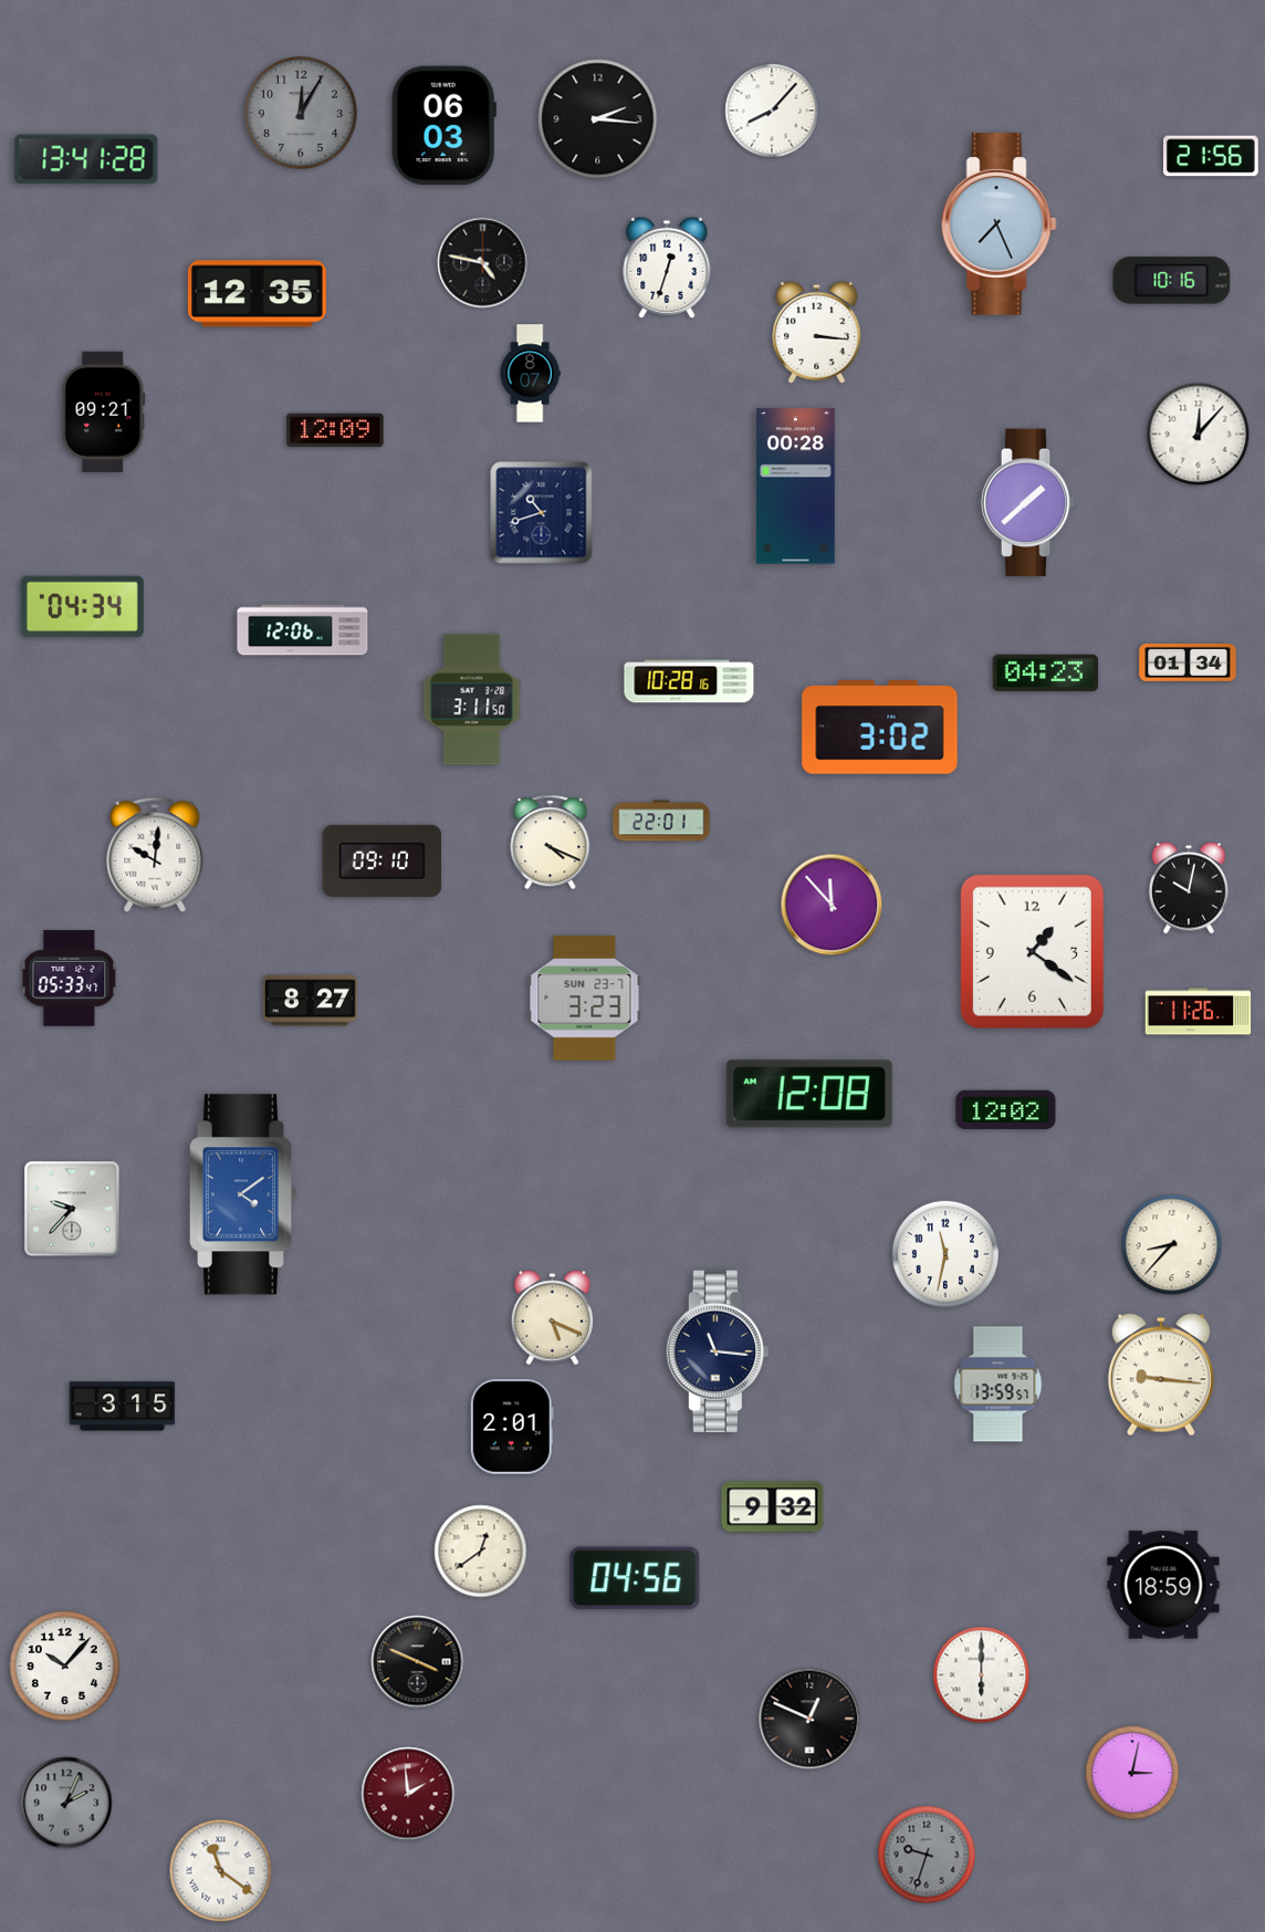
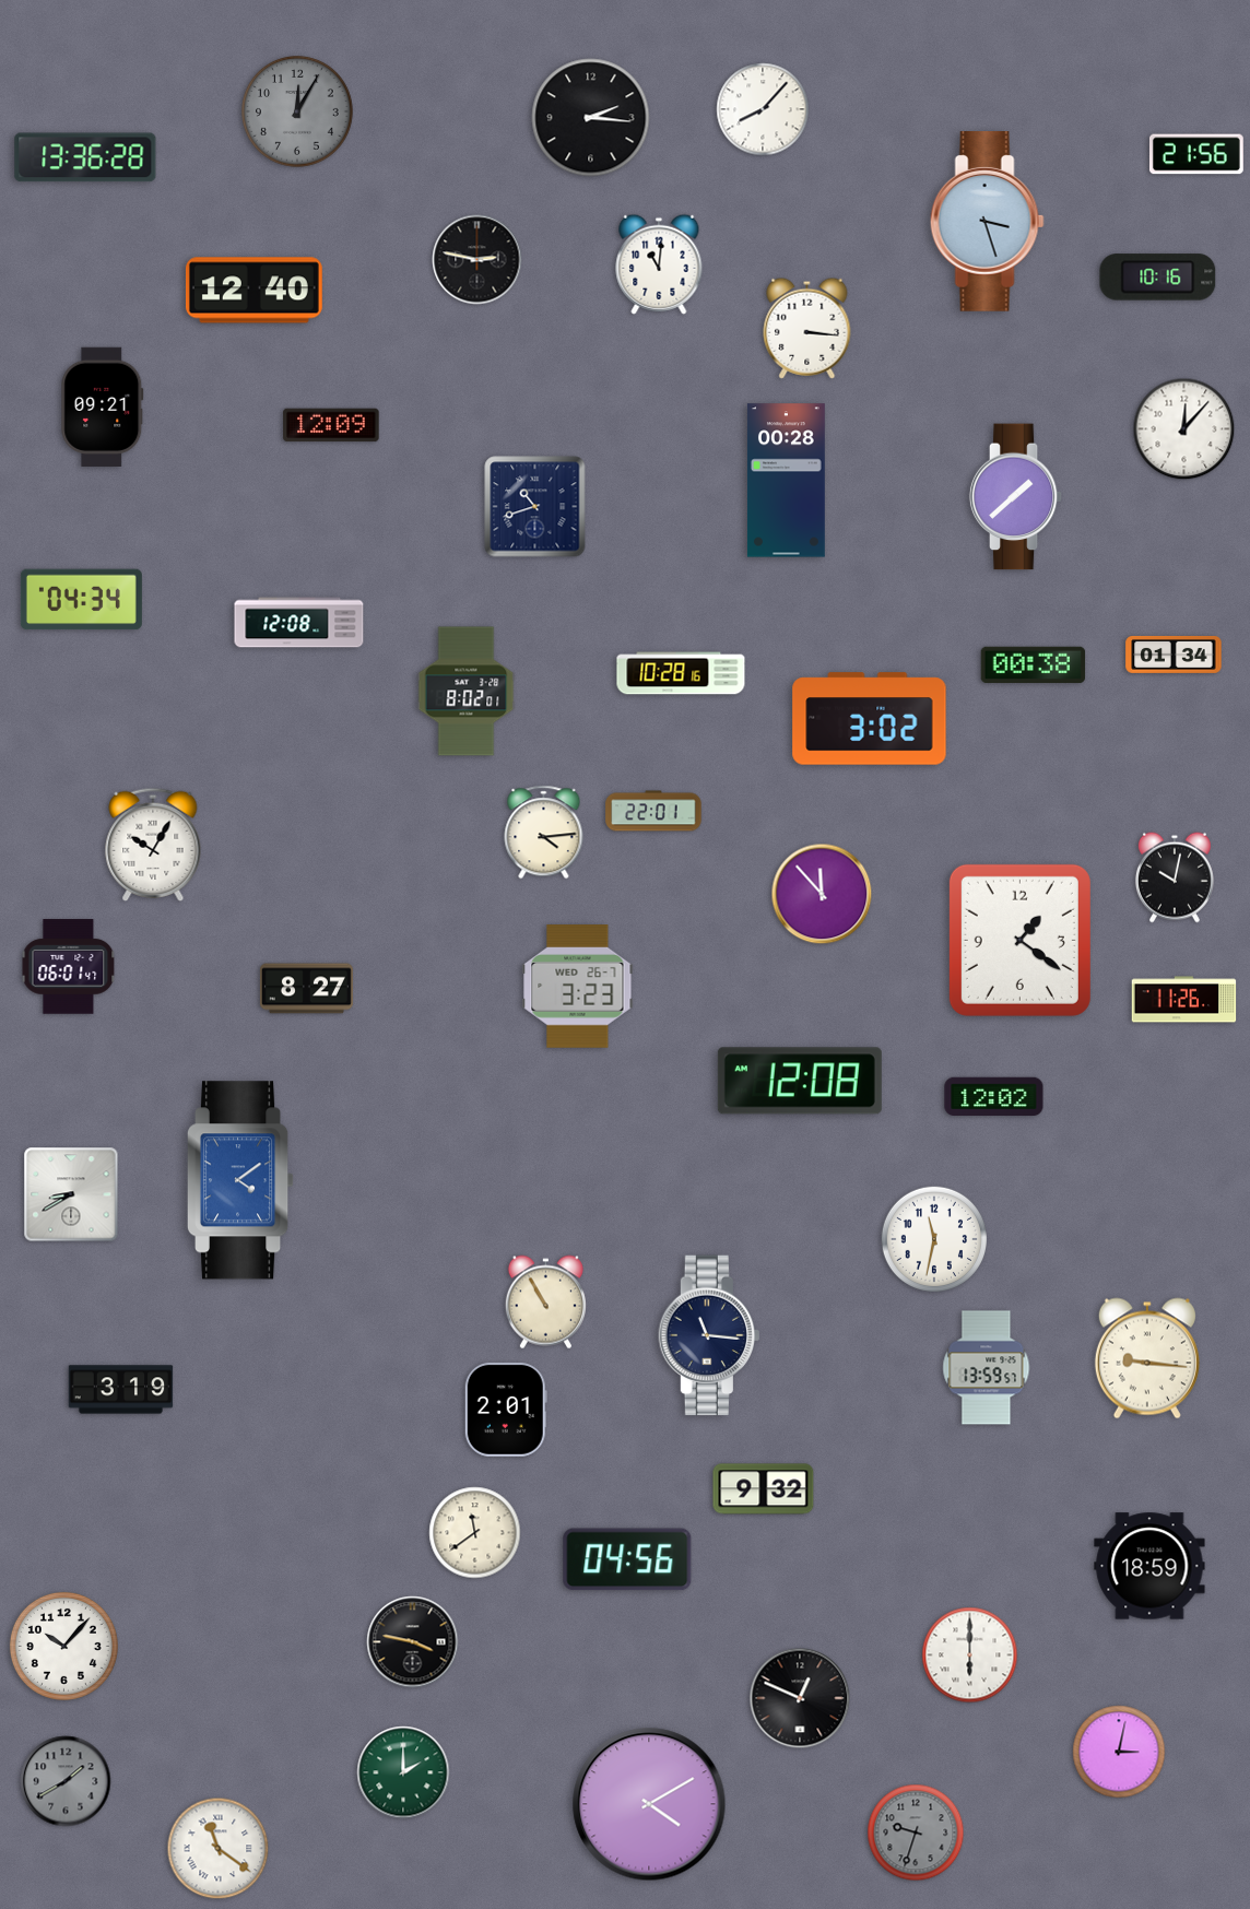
clock at (443, 126): 06:03 -> none
clock at (86, 159): 13:41 -> 13:36
clock at (999, 224): 7:26 -> 3:27
clock at (483, 263): 4:47 -> 2:47
clock at (667, 268): 12:33 -> 11:01
clock at (257, 294): 12:35 -> 12:40
clock at (530, 374): 8:07 -> none
clock at (303, 630): 12:06 -> 12:08
clock at (1046, 673): 04:23 -> 00:38
clock at (472, 700): 3:11 -> 8:02
clock at (551, 843): 4:19 -> 4:14
clock at (155, 855): 10:01 -> 10:05
clock at (383, 860): 09:10 -> none
clock at (70, 979): 05:33 -> 06:01
clock at (585, 999) date: SUN 23-7 -> WED 26-7
clock at (72, 1209): 9:37 -> 8:40
clock at (1172, 1245): 8:37 -> none
clock at (552, 1318): 5:19 -> 10:55
clock at (123, 1407): 3:15 -> 3:19
clock at (481, 1552): 12:39 -> 11:39
clock at (418, 1662): 3:49 -> 3:47
clock at (408, 1794): 1:59 -> 2:00
clock at (408, 1794) dial: burgundy -> green
clock at (66, 1803): 2:04 -> 1:40
clock at (649, 1804): none -> 4:10
